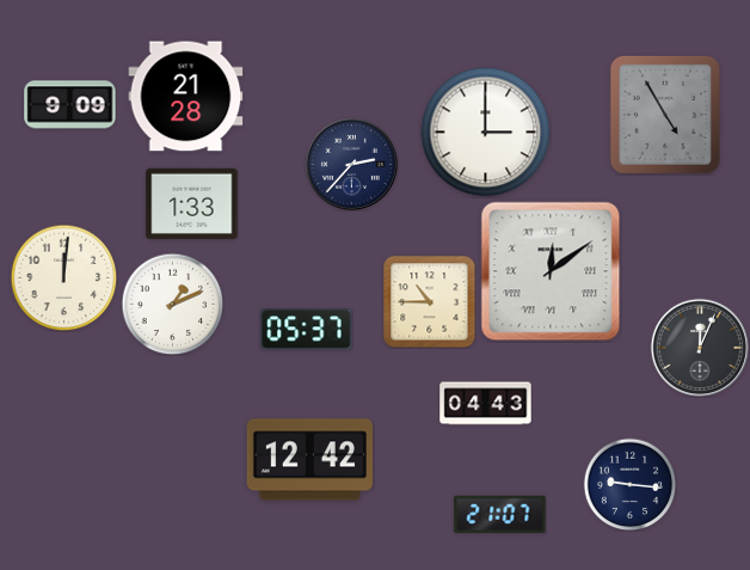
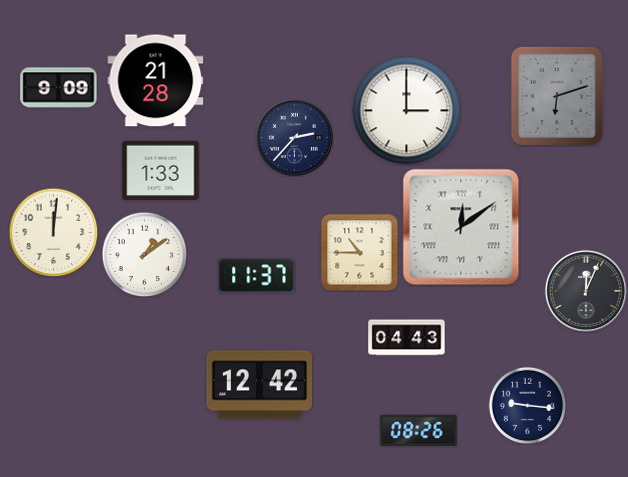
clock at (665, 115): 4:55 -> 6:12
clock at (172, 304): 1:11 -> 1:09
clock at (307, 330): 05:37 -> 11:37
clock at (500, 514): 21:07 -> 08:26
